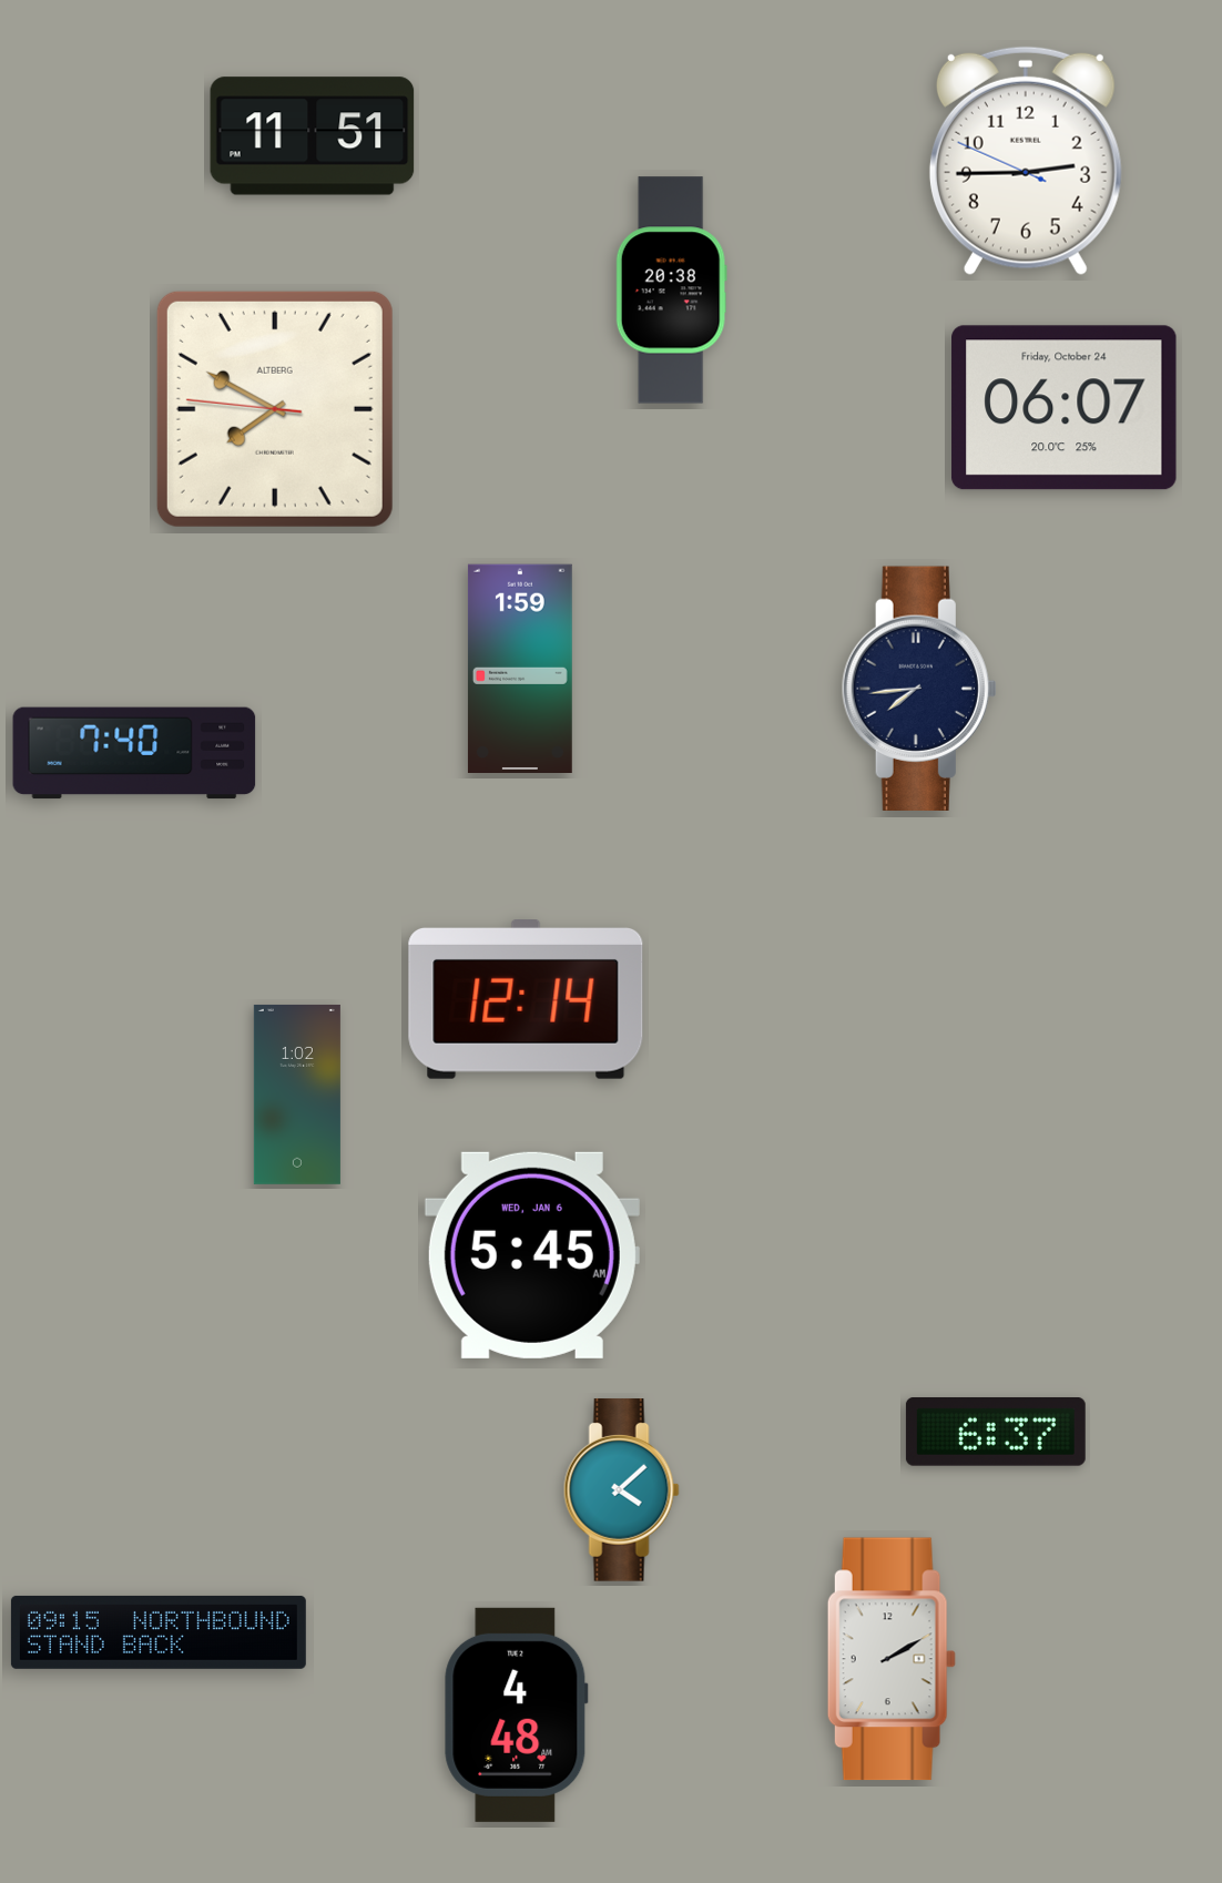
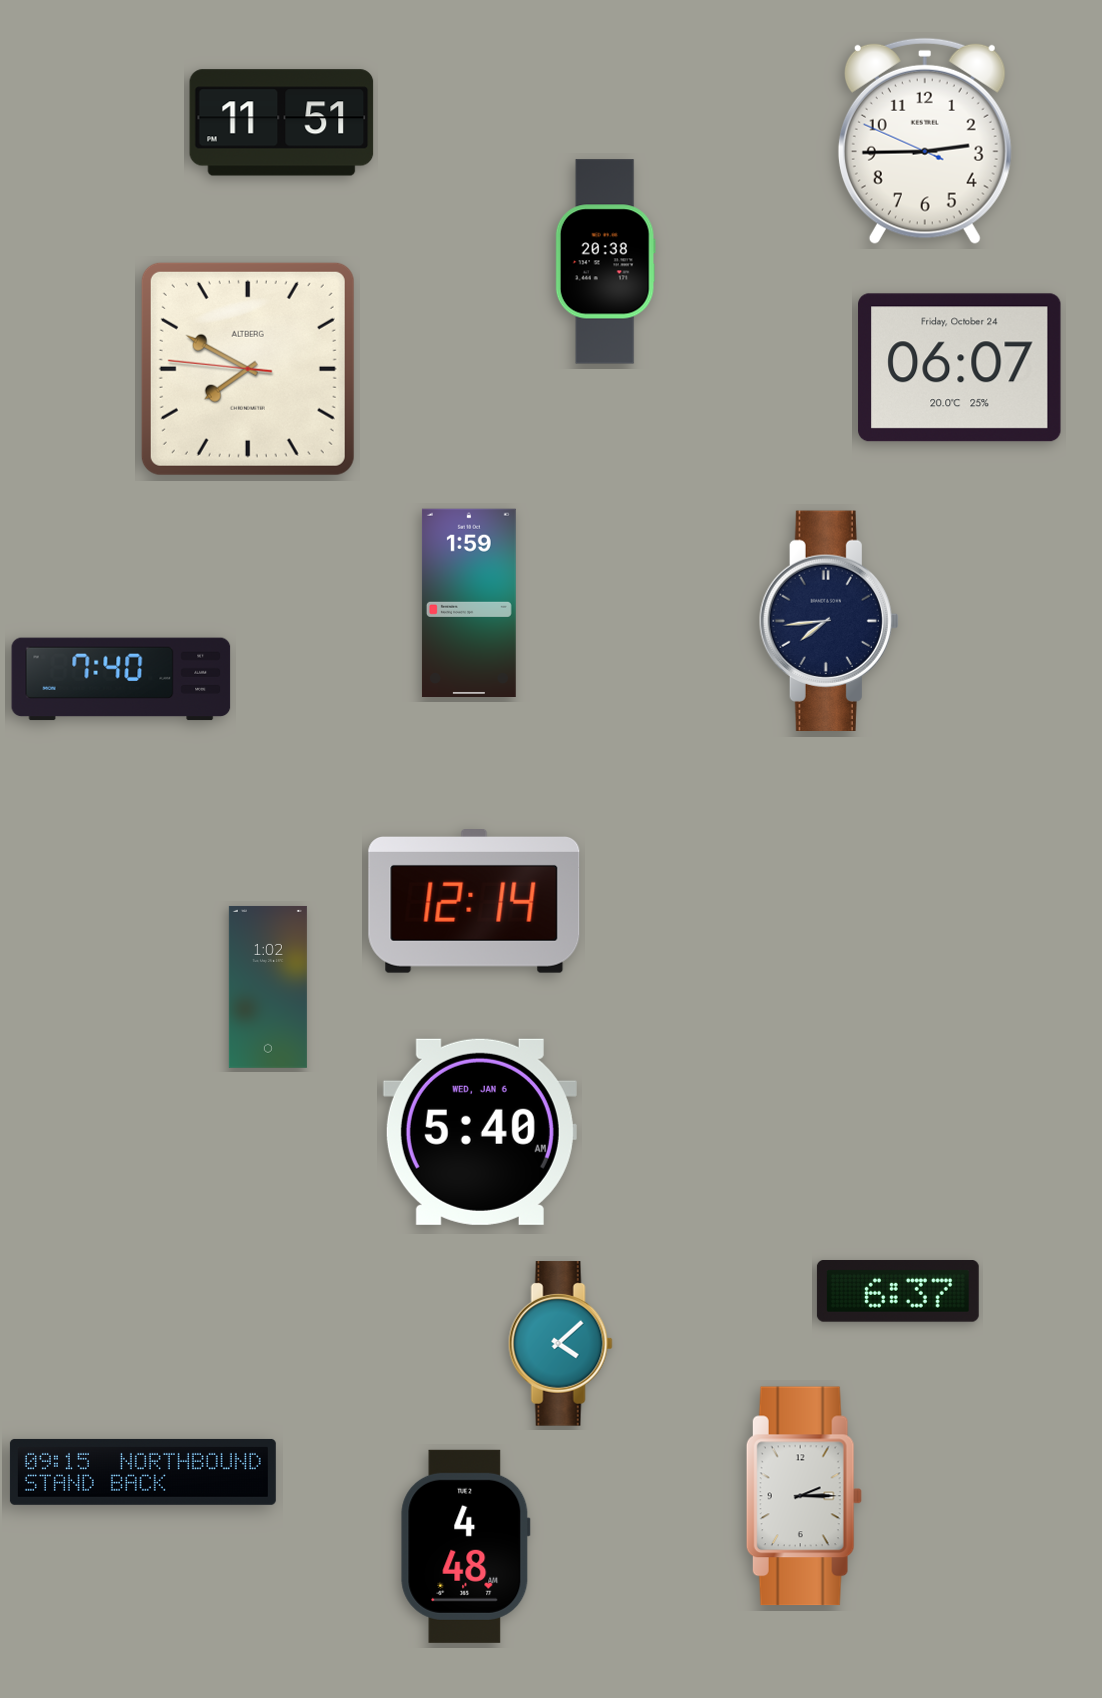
clock at (1026, 161) position: (1026, 161) -> (925, 141)
clock at (532, 1255): 5:45 -> 5:40
clock at (892, 1659): 2:10 -> 2:15
